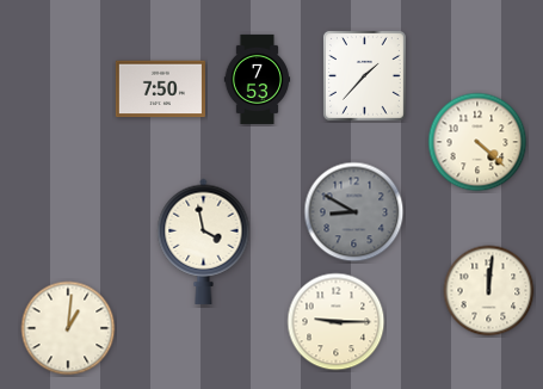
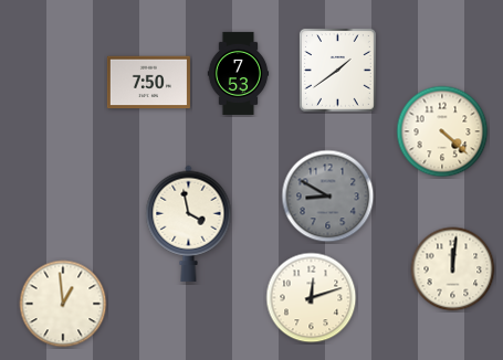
clock at (364, 75): 1:37 -> 1:39
clock at (337, 322): 9:15 -> 12:12
clock at (68, 328): 1:01 -> 12:59
